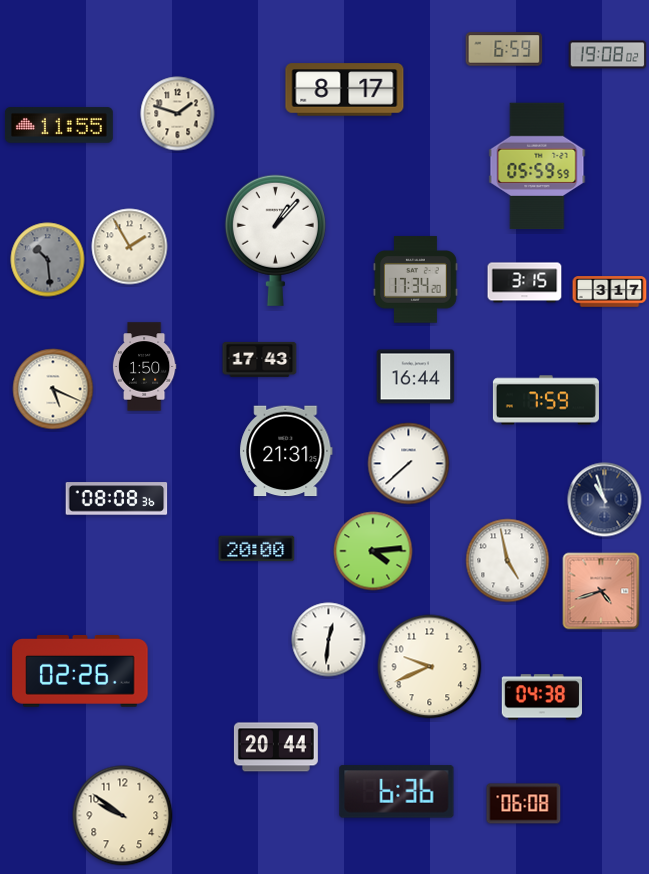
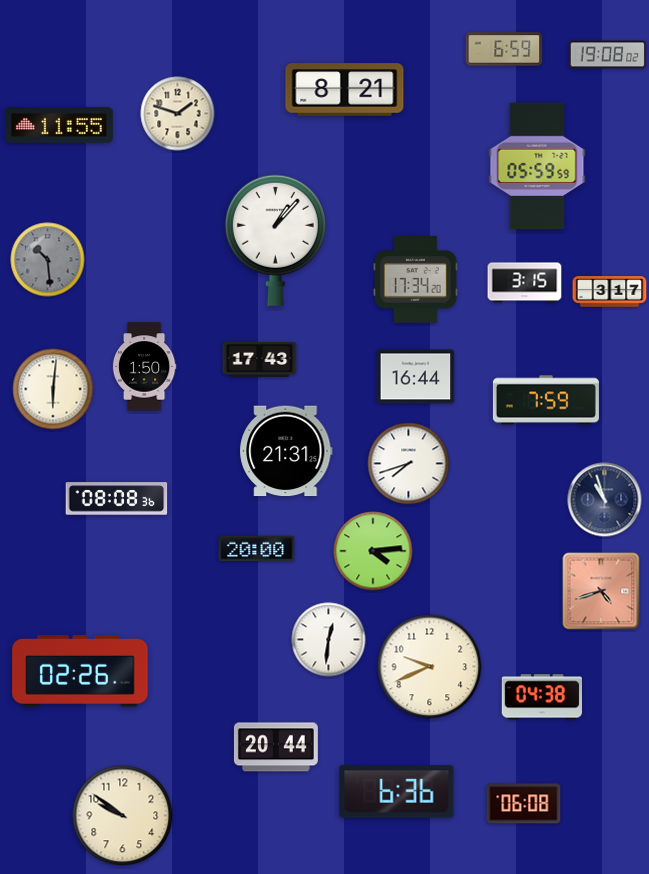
clock at (345, 90): 8:17 -> 8:21
clock at (130, 247): 1:55 -> none
clock at (53, 389): 5:19 -> 6:01
clock at (409, 464): 7:38 -> 7:42
clock at (508, 561): 4:58 -> none
